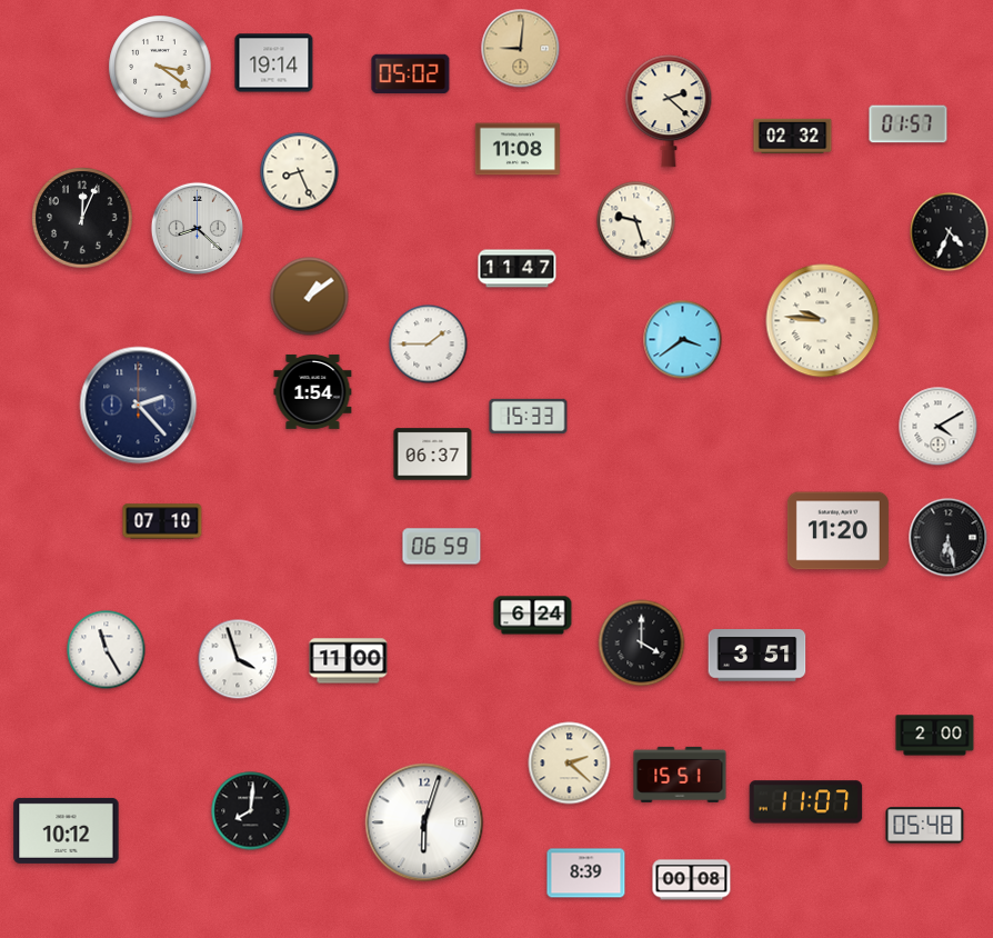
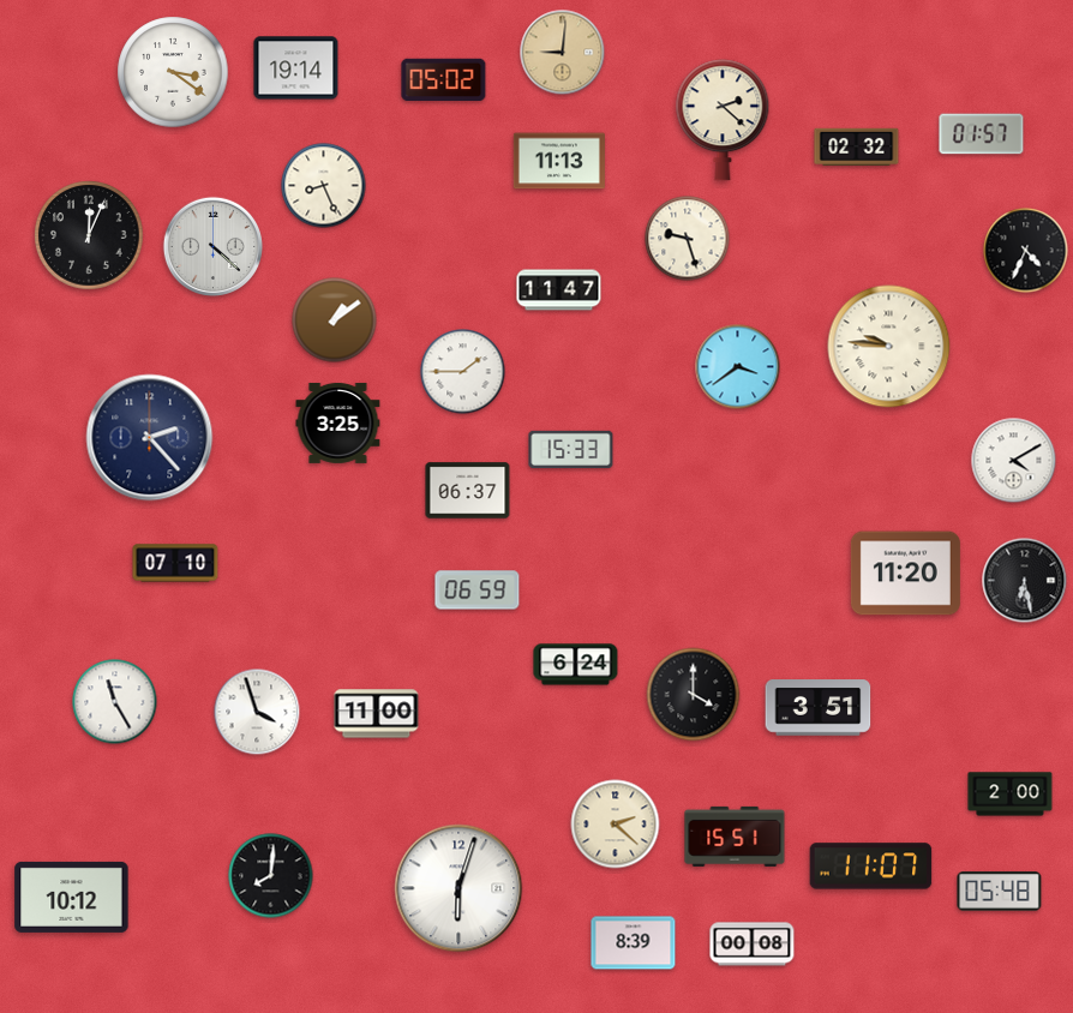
clock at (518, 149): 11:08 -> 11:13
clock at (197, 228): 8:22 -> 4:22
clock at (313, 391): 1:54 -> 3:25
clock at (692, 880) position: (692, 880) -> (753, 945)
